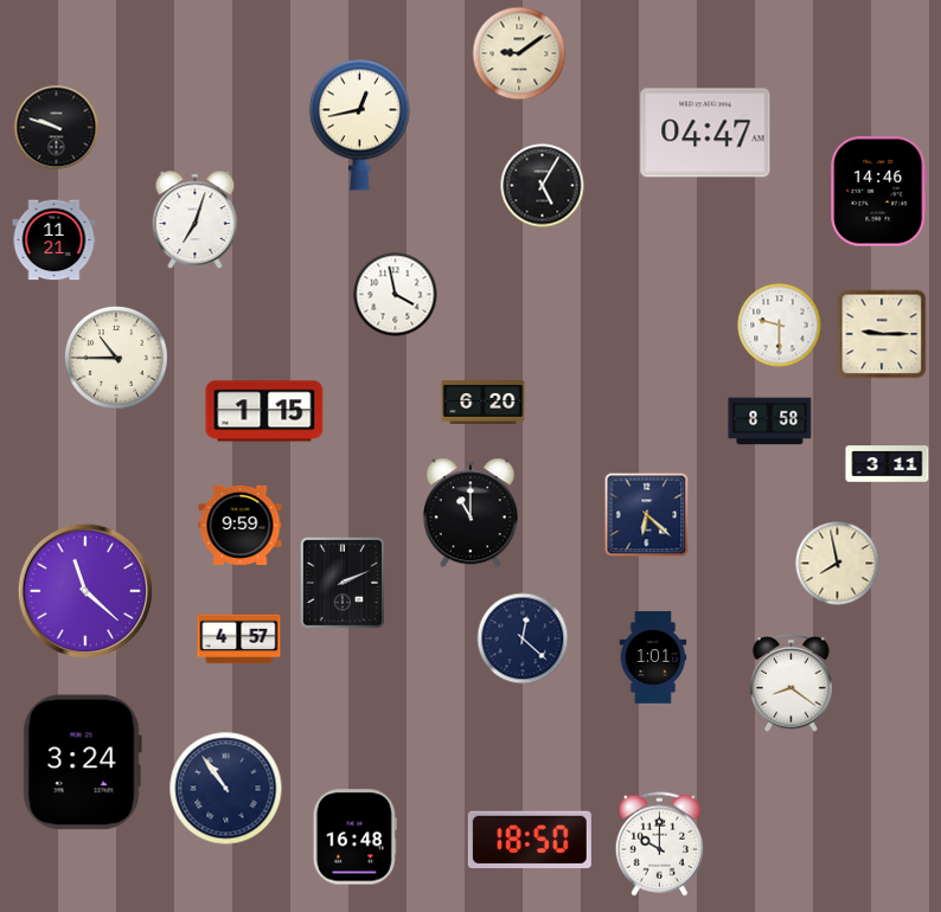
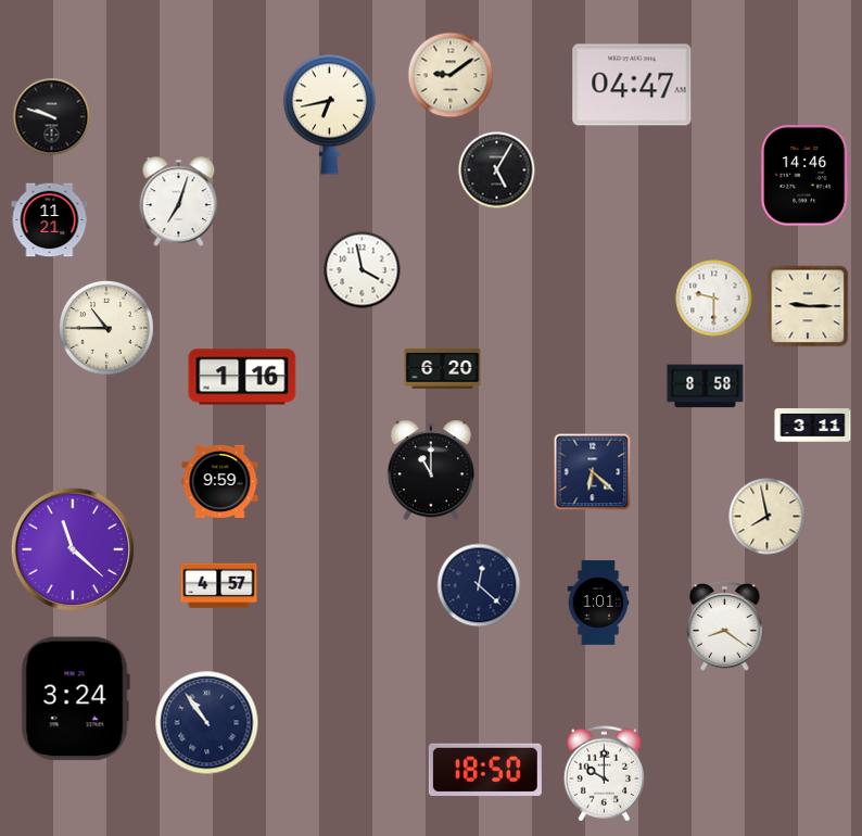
clock at (519, 53) position: (519, 53) -> (451, 75)
clock at (359, 124): 12:43 -> 6:43
clock at (705, 133) position: (705, 133) -> (632, 85)
clock at (264, 411): 1:15 -> 1:16
clock at (343, 583): 2:11 -> none
clock at (84, 590) position: (84, 590) -> (72, 548)
clock at (354, 837): 16:48 -> none
